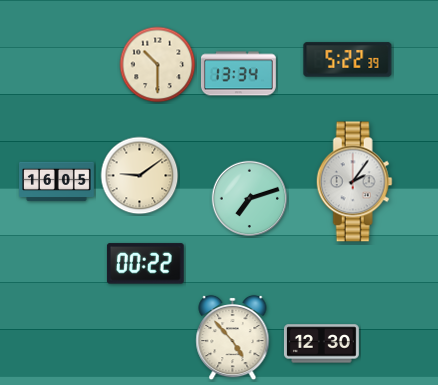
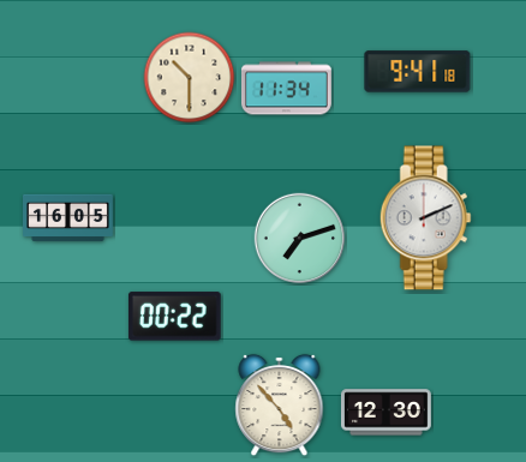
clock at (348, 60): 5:22 -> 9:41
clock at (238, 74): 13:34 -> 11:34
clock at (140, 176): 9:09 -> none
clock at (354, 182): 2:06 -> 2:11
